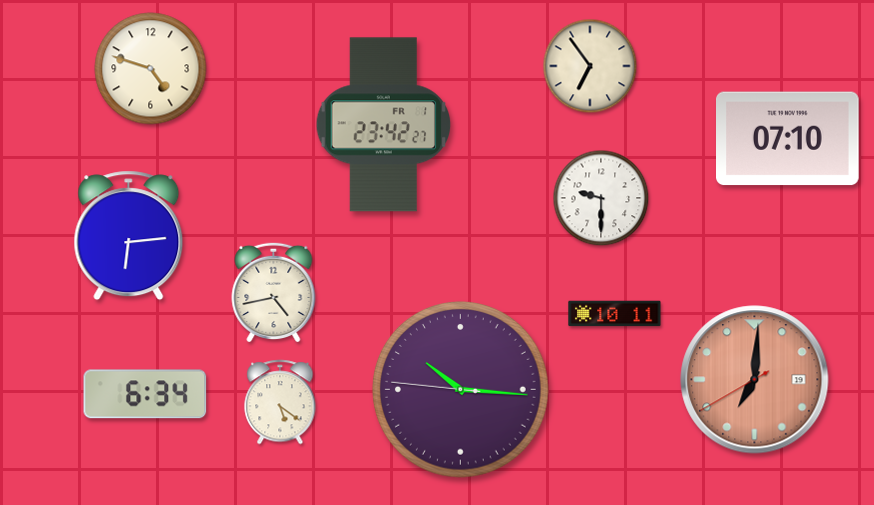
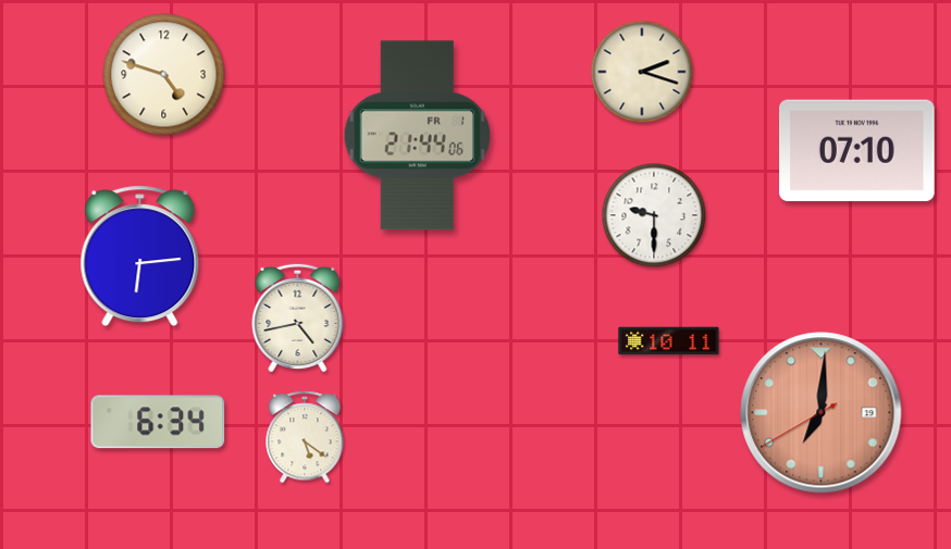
clock at (590, 66): 6:54 -> 2:18
clock at (383, 125): 23:42 -> 21:44
clock at (461, 390): 10:15 -> none
clock at (145, 394) position: (145, 394) -> (158, 422)
